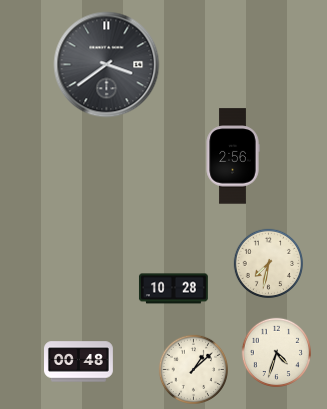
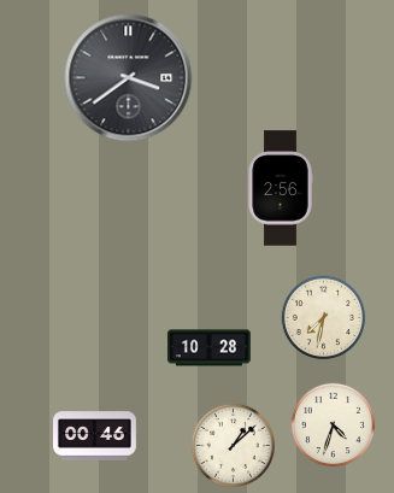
clock at (79, 362): 00:48 -> 00:46
